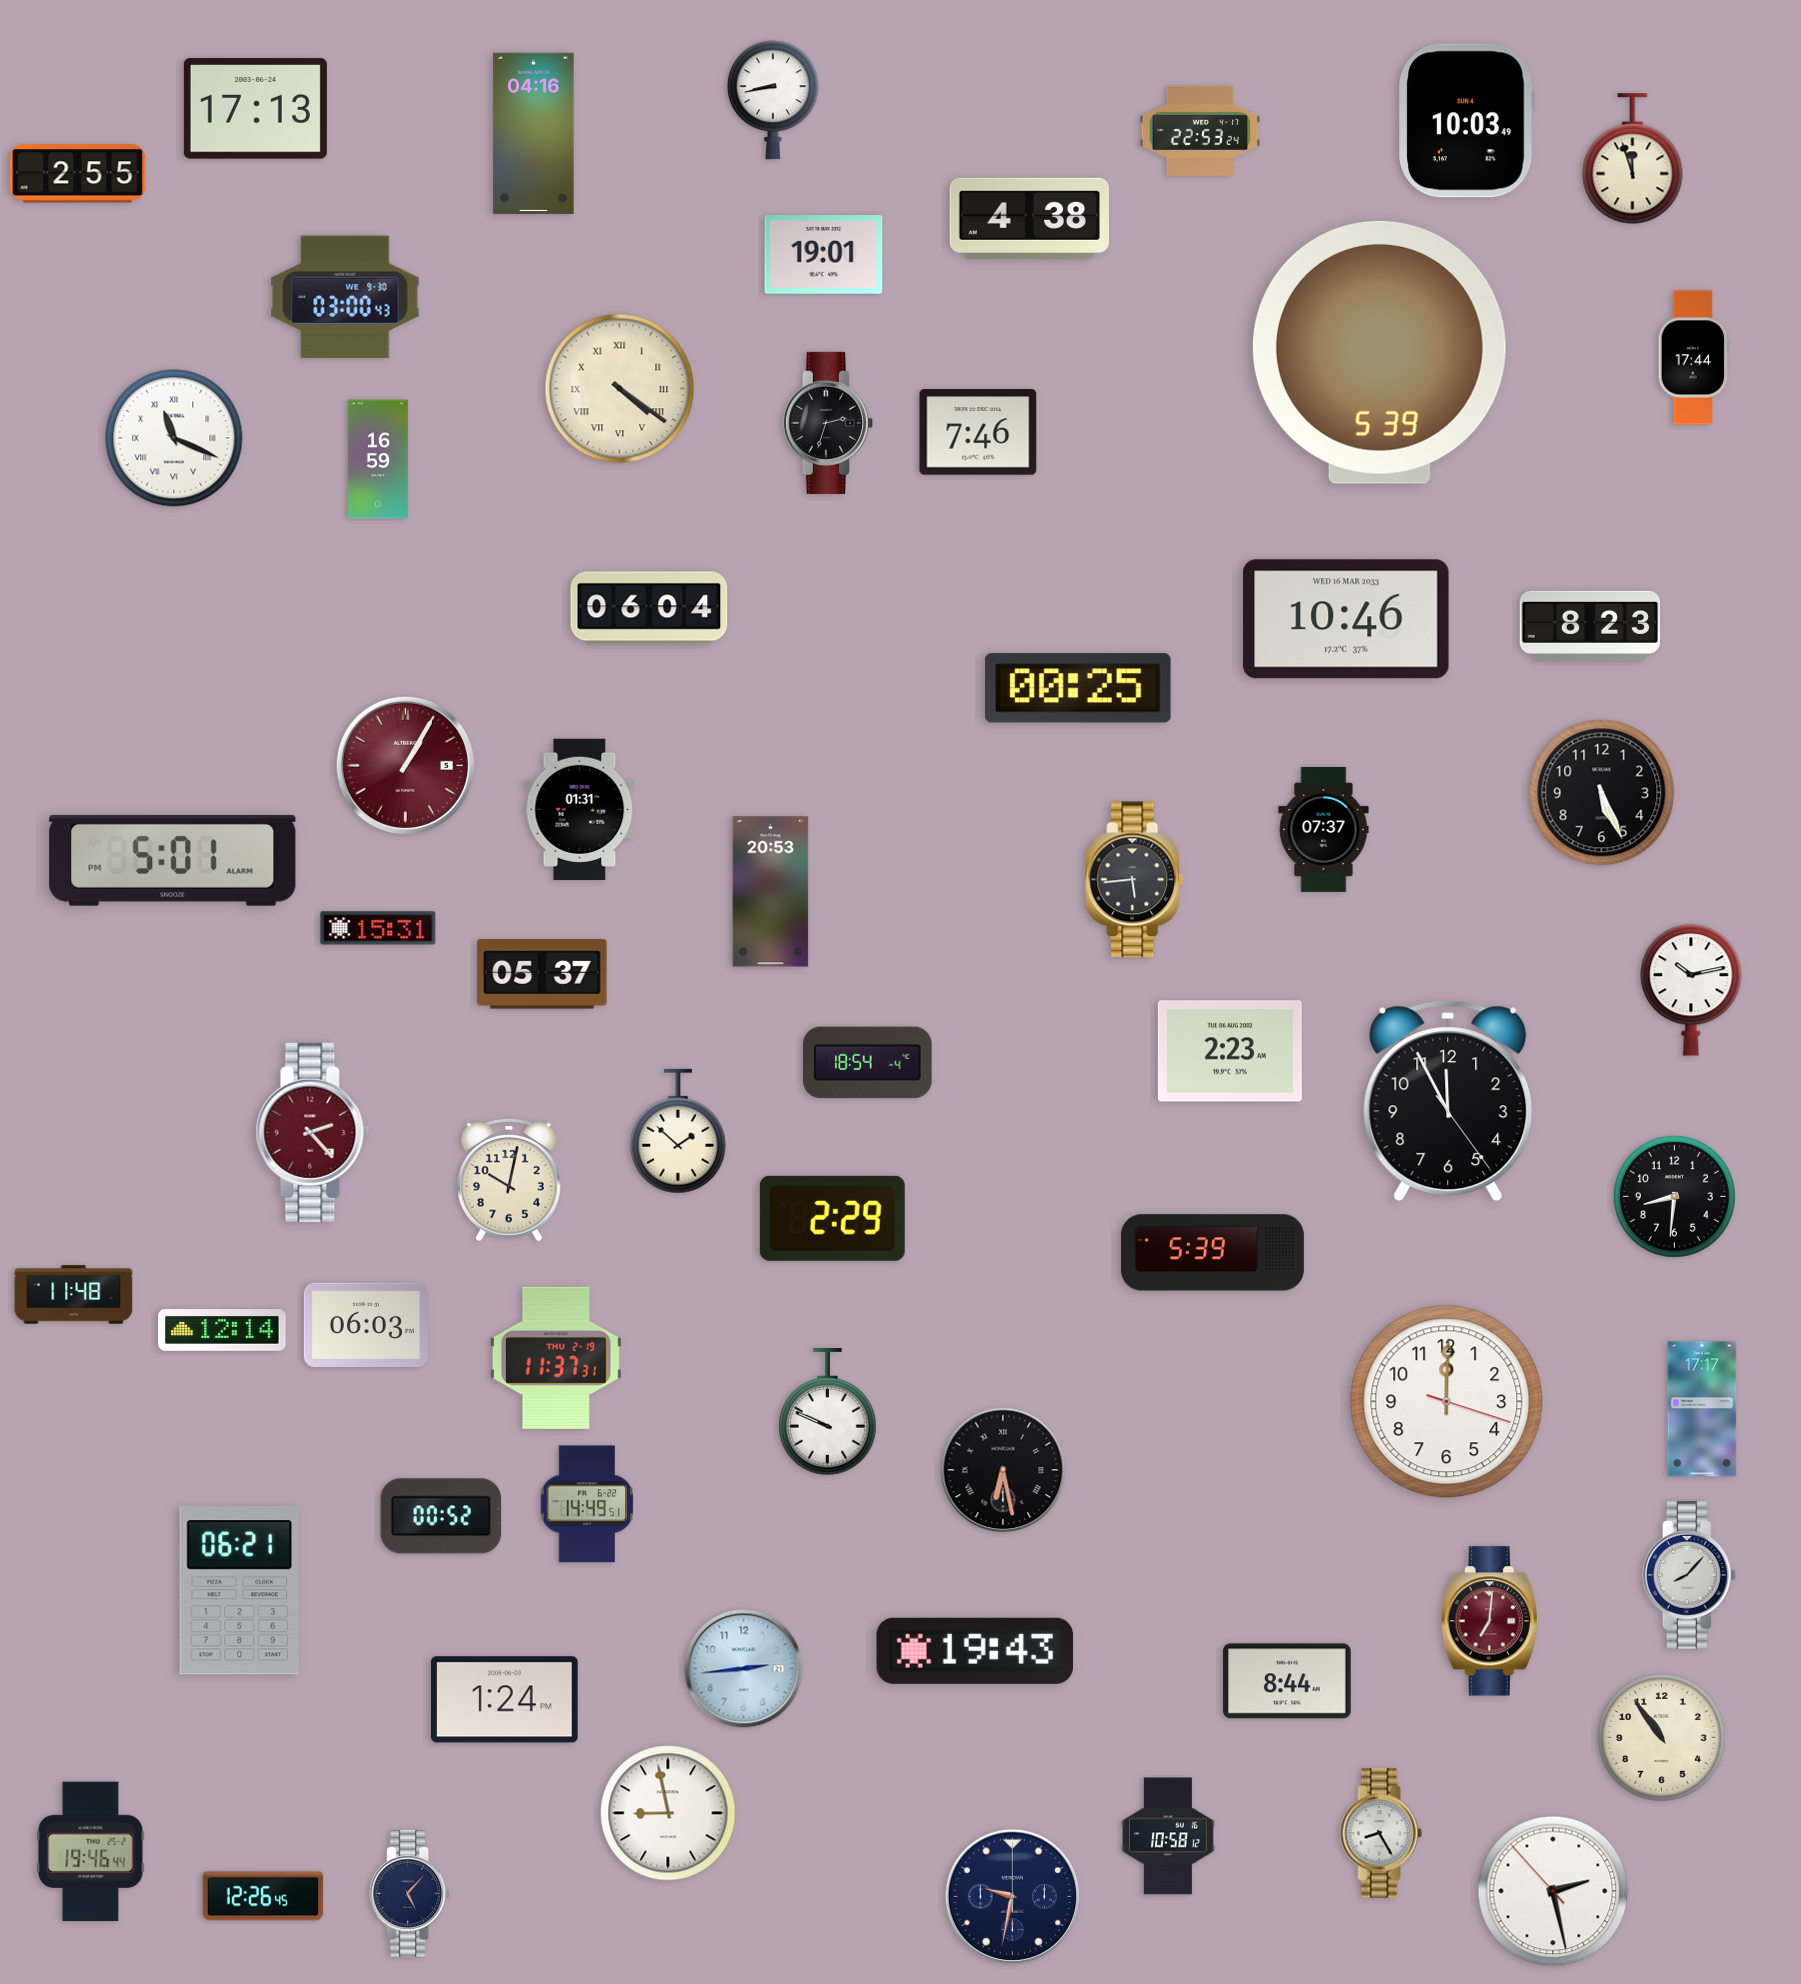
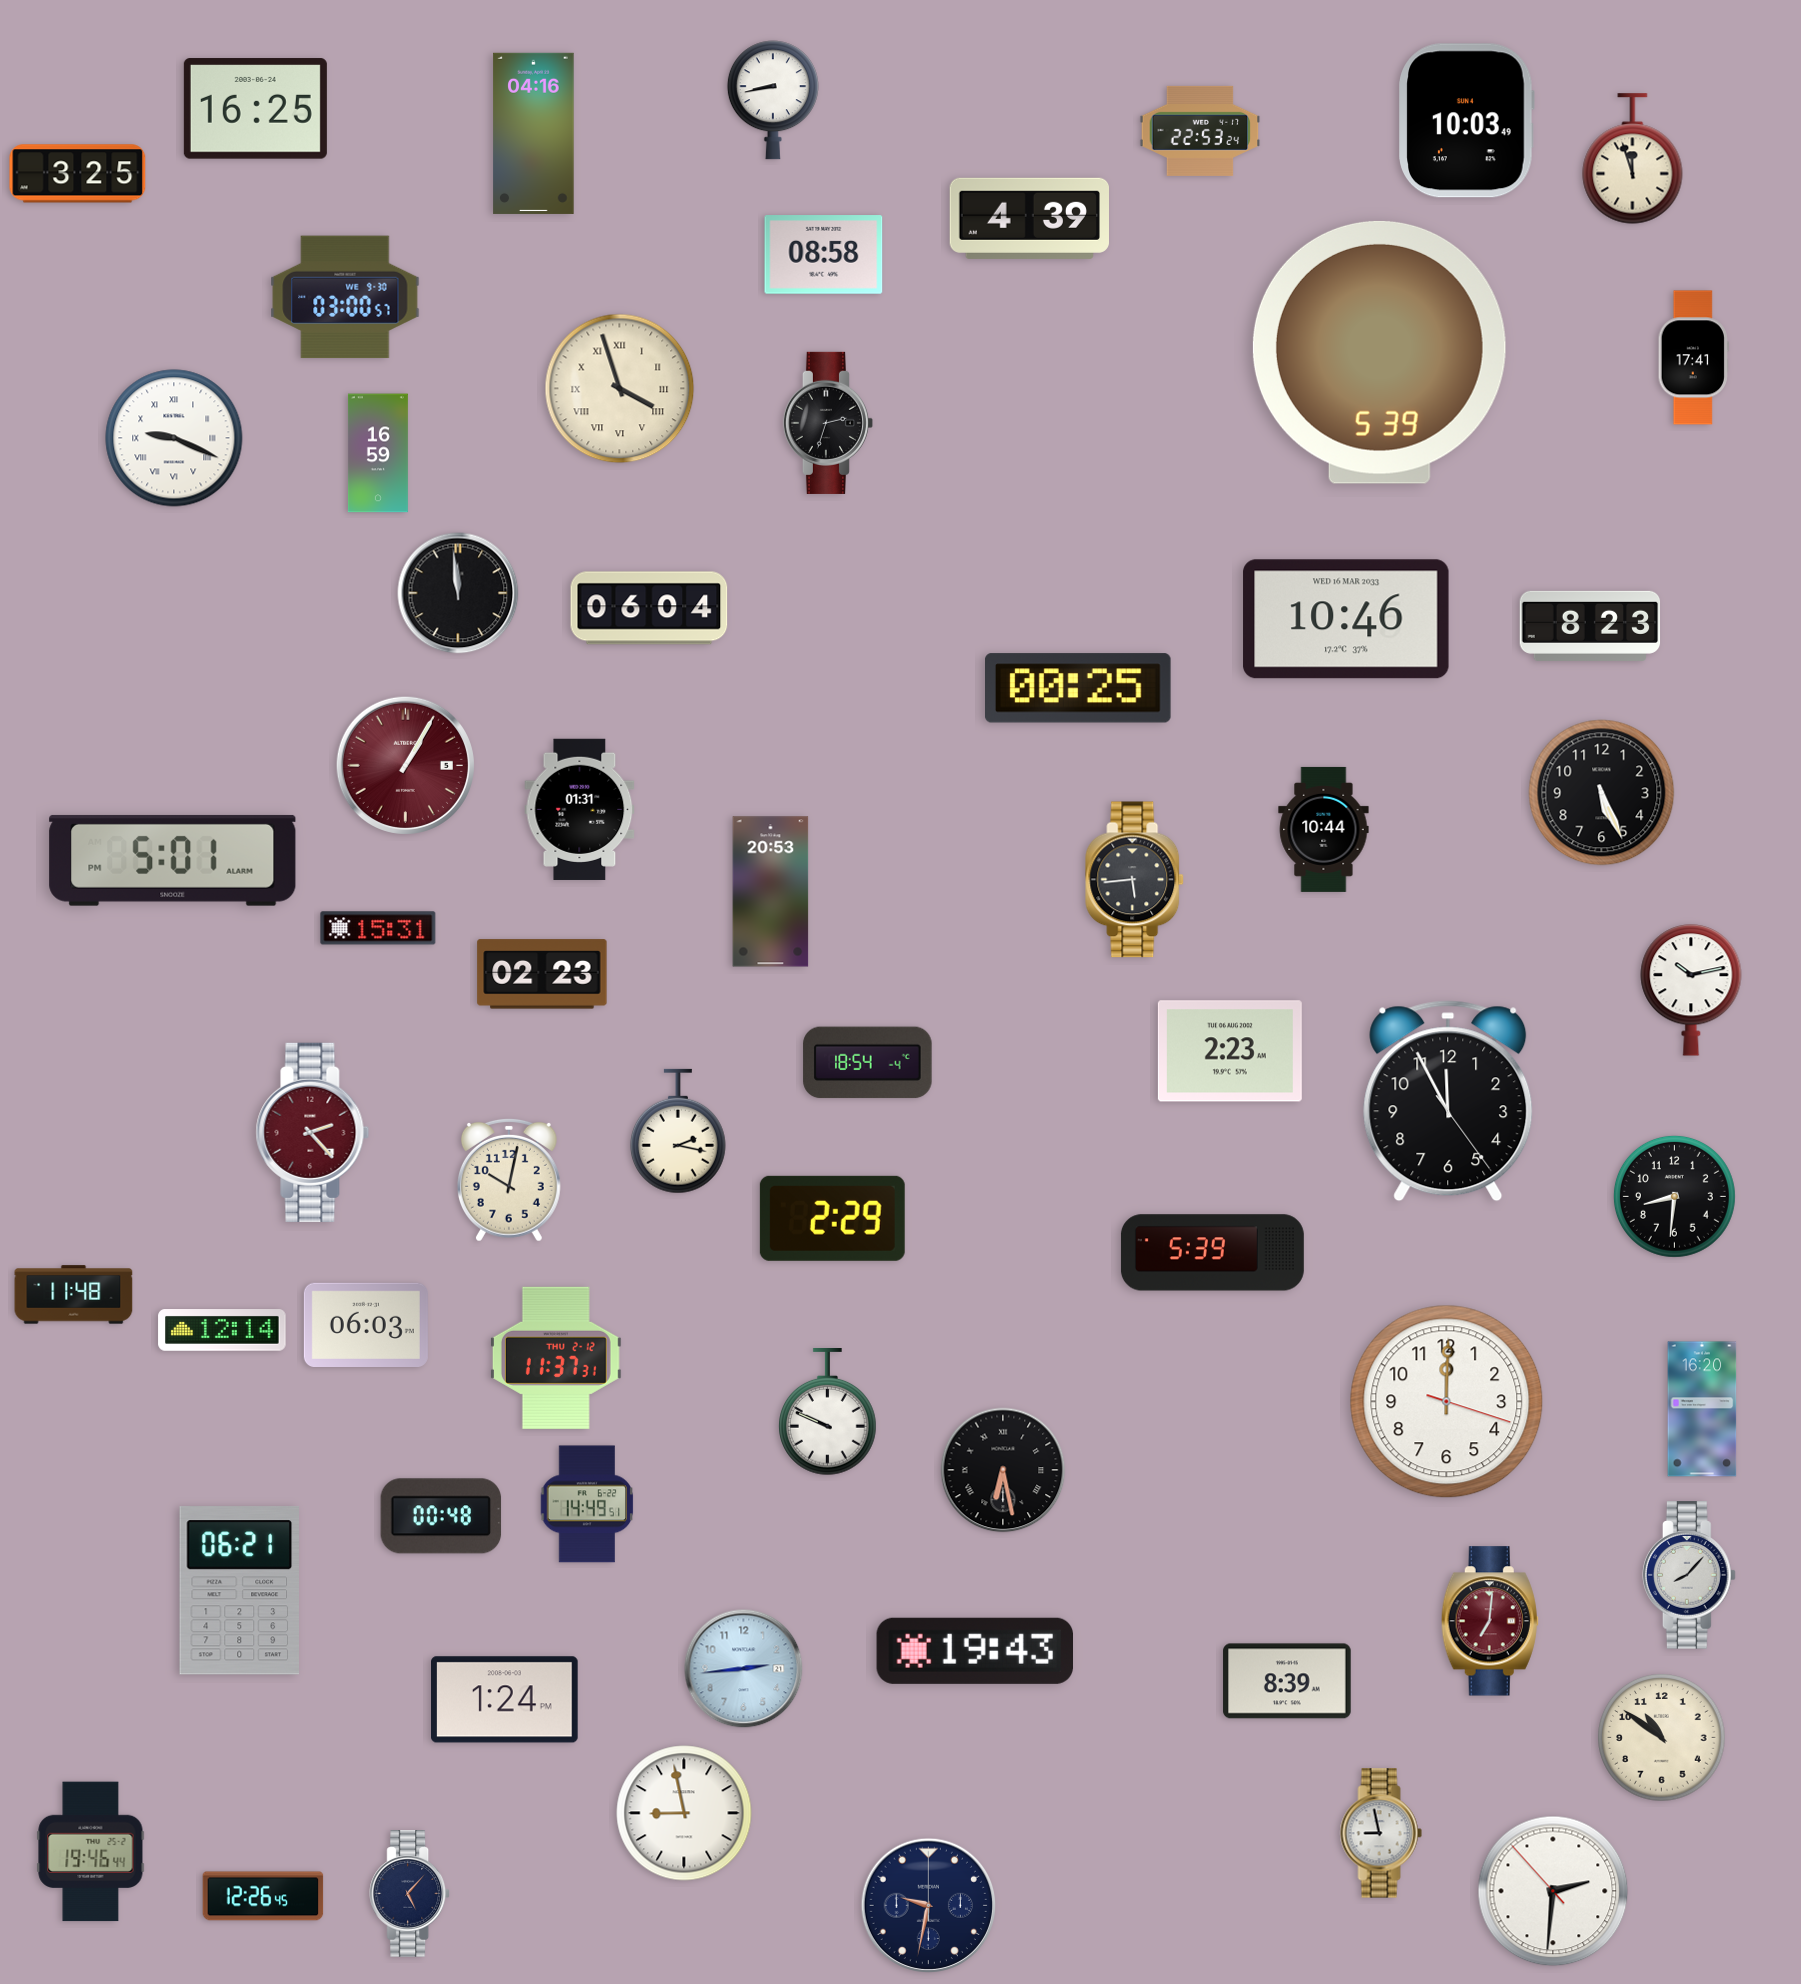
clock at (255, 109): 17:13 -> 16:25
clock at (78, 174): 2:55 -> 3:25
clock at (1029, 218): 4:38 -> 4:39
clock at (824, 255): 19:01 -> 08:58
clock at (345, 297): 03:00:43 -> 03:00:57
clock at (1693, 358): 17:44 -> 17:41
clock at (620, 389): 4:21 -> 3:57
clock at (978, 432): 7:46 -> none
clock at (174, 438): 11:19 -> 9:19
clock at (378, 459) position: (378, 459) -> (378, 453)
clock at (458, 593): none -> 11:59
clock at (1324, 829): 07:37 -> 10:44
clock at (542, 974): 05:37 -> 02:23
clock at (678, 1131): 1:52 -> 2:17
clock at (556, 1358) date: THU 2-19 -> THU 2-12
clock at (1702, 1409): 17:17 -> 16:20
clock at (441, 1516): 00:52 -> 00:48
clock at (1287, 1681): 8:44 -> 8:39
clock at (1662, 1738): 10:54 -> 10:51
clock at (668, 1813) position: (668, 1813) -> (684, 1813)
clock at (1381, 1833): 8:25 -> 8:58
clock at (1169, 1836): 10:58 -> none
clock at (1553, 1891): 2:27 -> 2:30
clock at (1013, 1897) position: (1013, 1897) -> (929, 1906)
